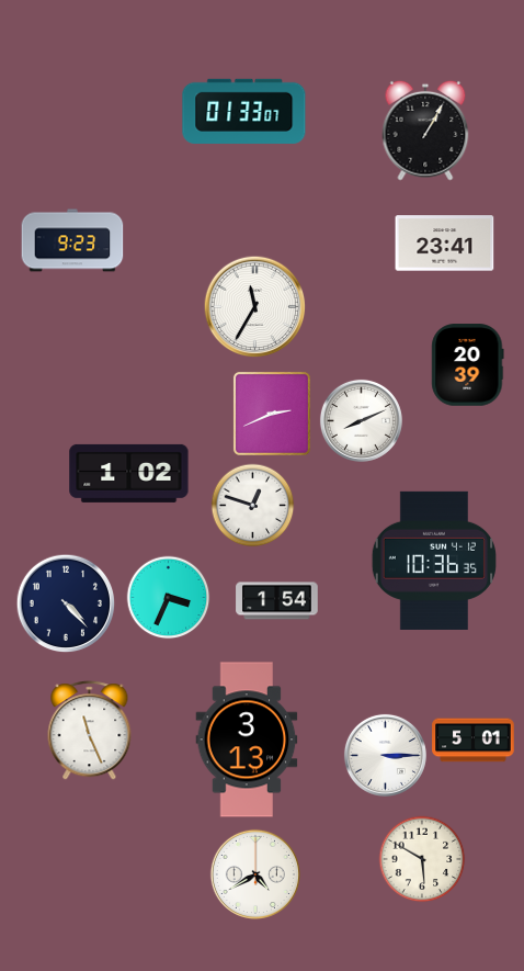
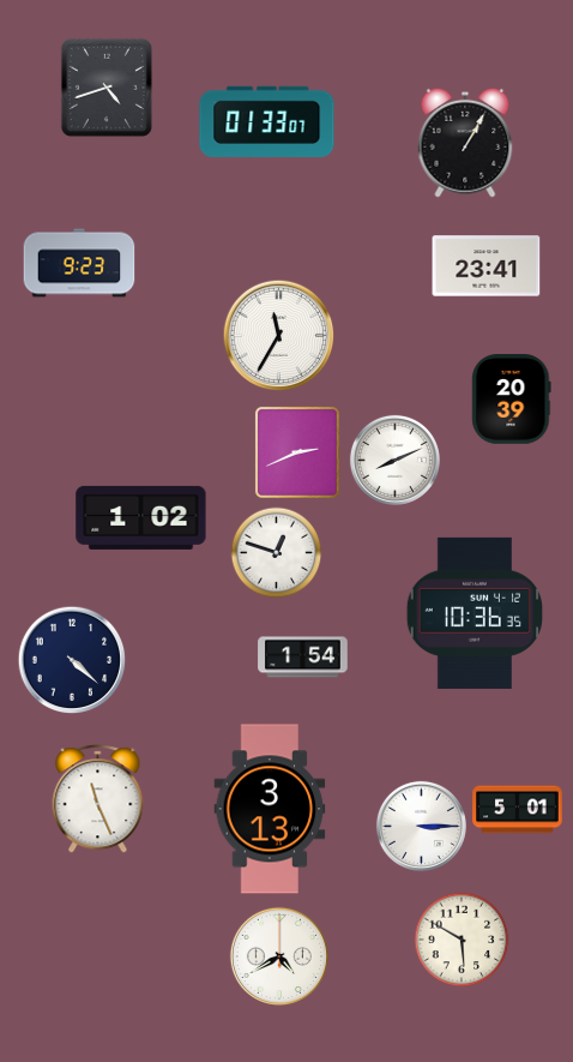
clock at (107, 88): none -> 4:42
clock at (169, 598): 3:34 -> none
clock at (66, 603): 4:23 -> 4:22
